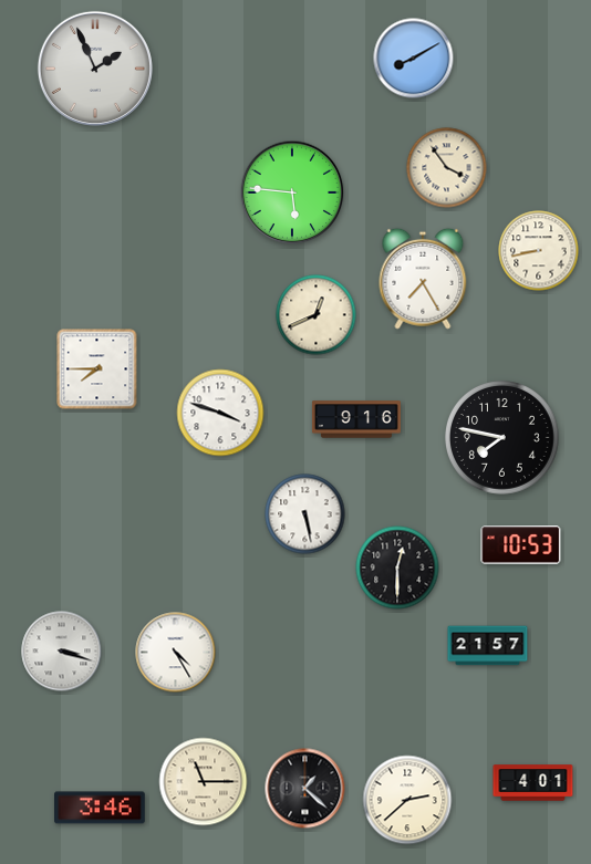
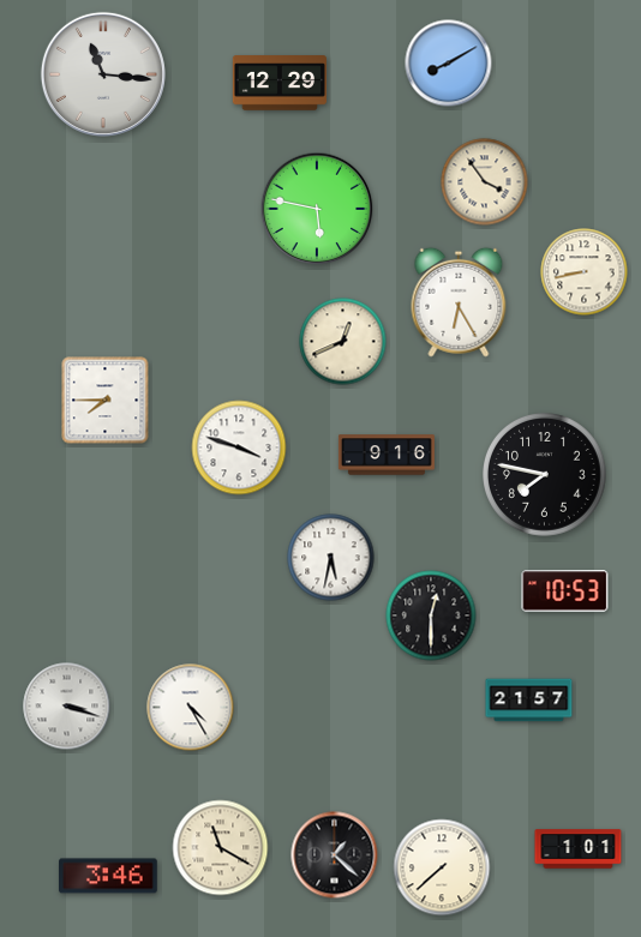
clock at (95, 69): 1:56 -> 11:16
clock at (280, 83): none -> 12:29
clock at (292, 192): 5:46 -> 5:47
clock at (423, 279): 7:25 -> 6:25
clock at (305, 514): 5:28 -> 5:32
clock at (204, 782): 11:15 -> 11:20
clock at (533, 783): 4:01 -> 1:01
clock at (305, 789) position: (305, 789) -> (335, 855)
clock at (407, 800): 2:38 -> 7:38
